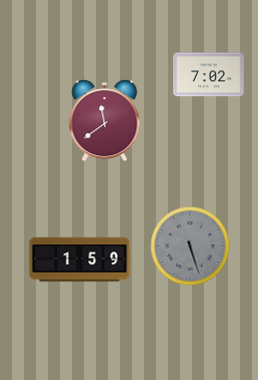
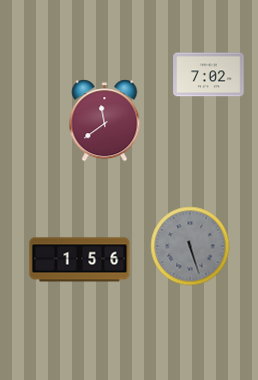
clock at (80, 260): 1:59 -> 1:56
